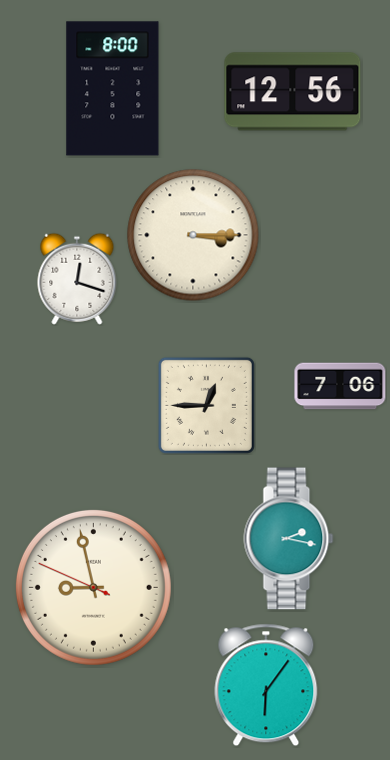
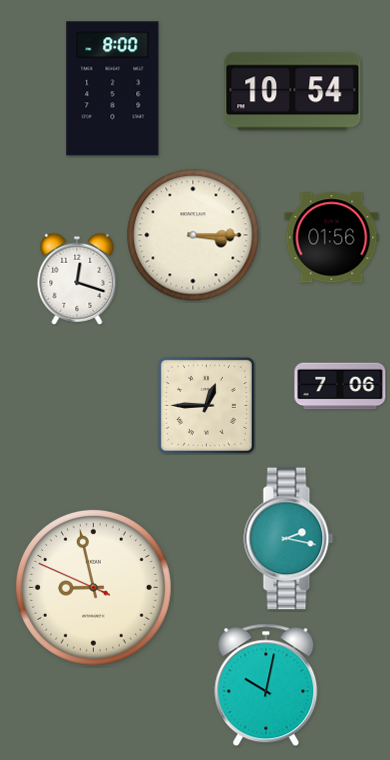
clock at (293, 92): 12:56 -> 10:54
clock at (332, 238): none -> 01:56
clock at (266, 685): 6:06 -> 10:02
